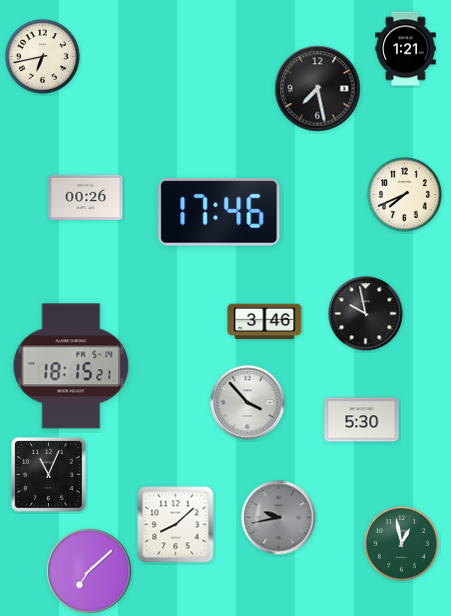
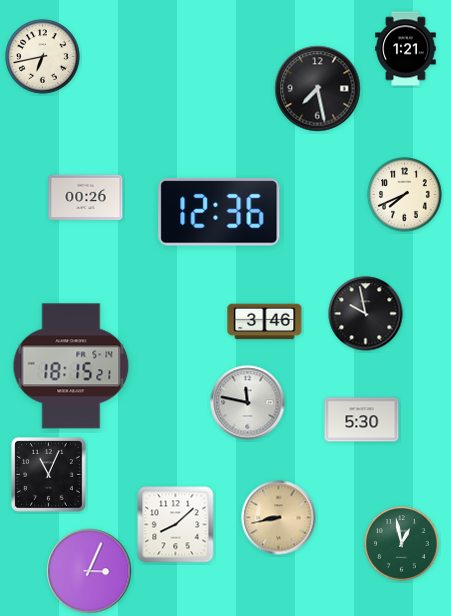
clock at (219, 212): 17:46 -> 12:36
clock at (248, 403): 3:53 -> 11:47
clock at (279, 518): 9:43 -> 8:43
clock at (279, 518) dial: grey -> champagne
clock at (89, 571): 7:08 -> 3:04
